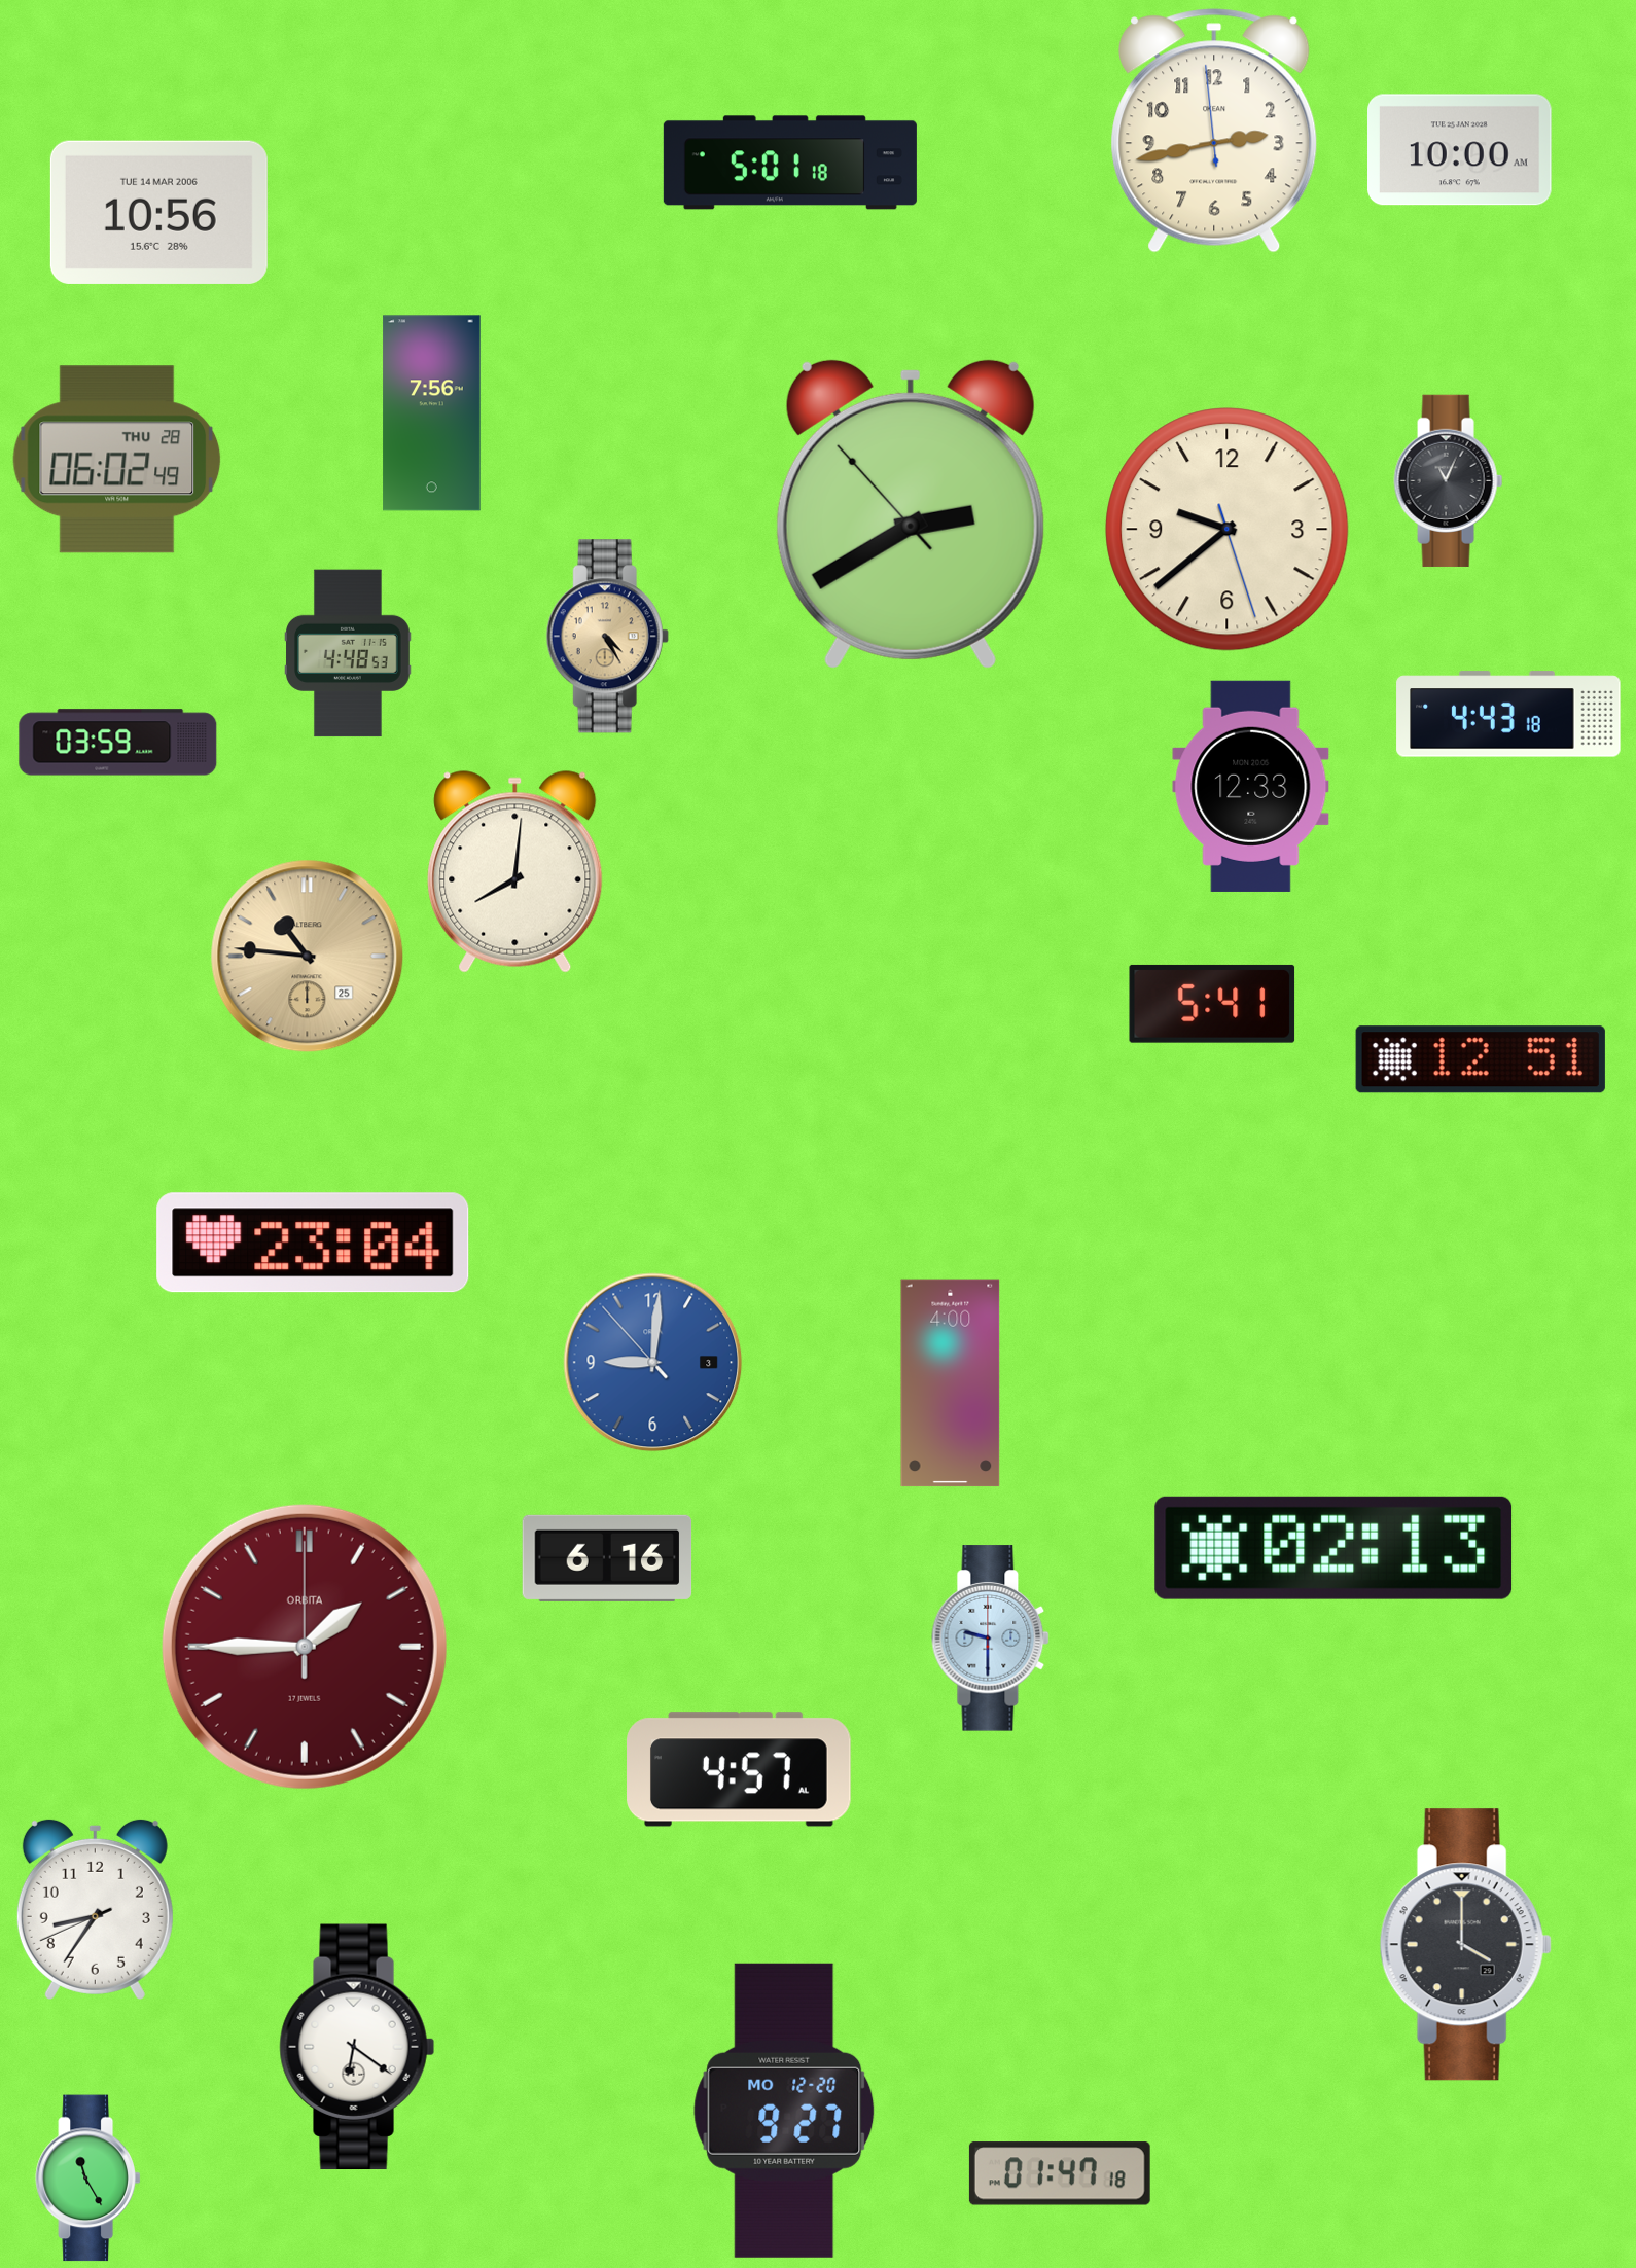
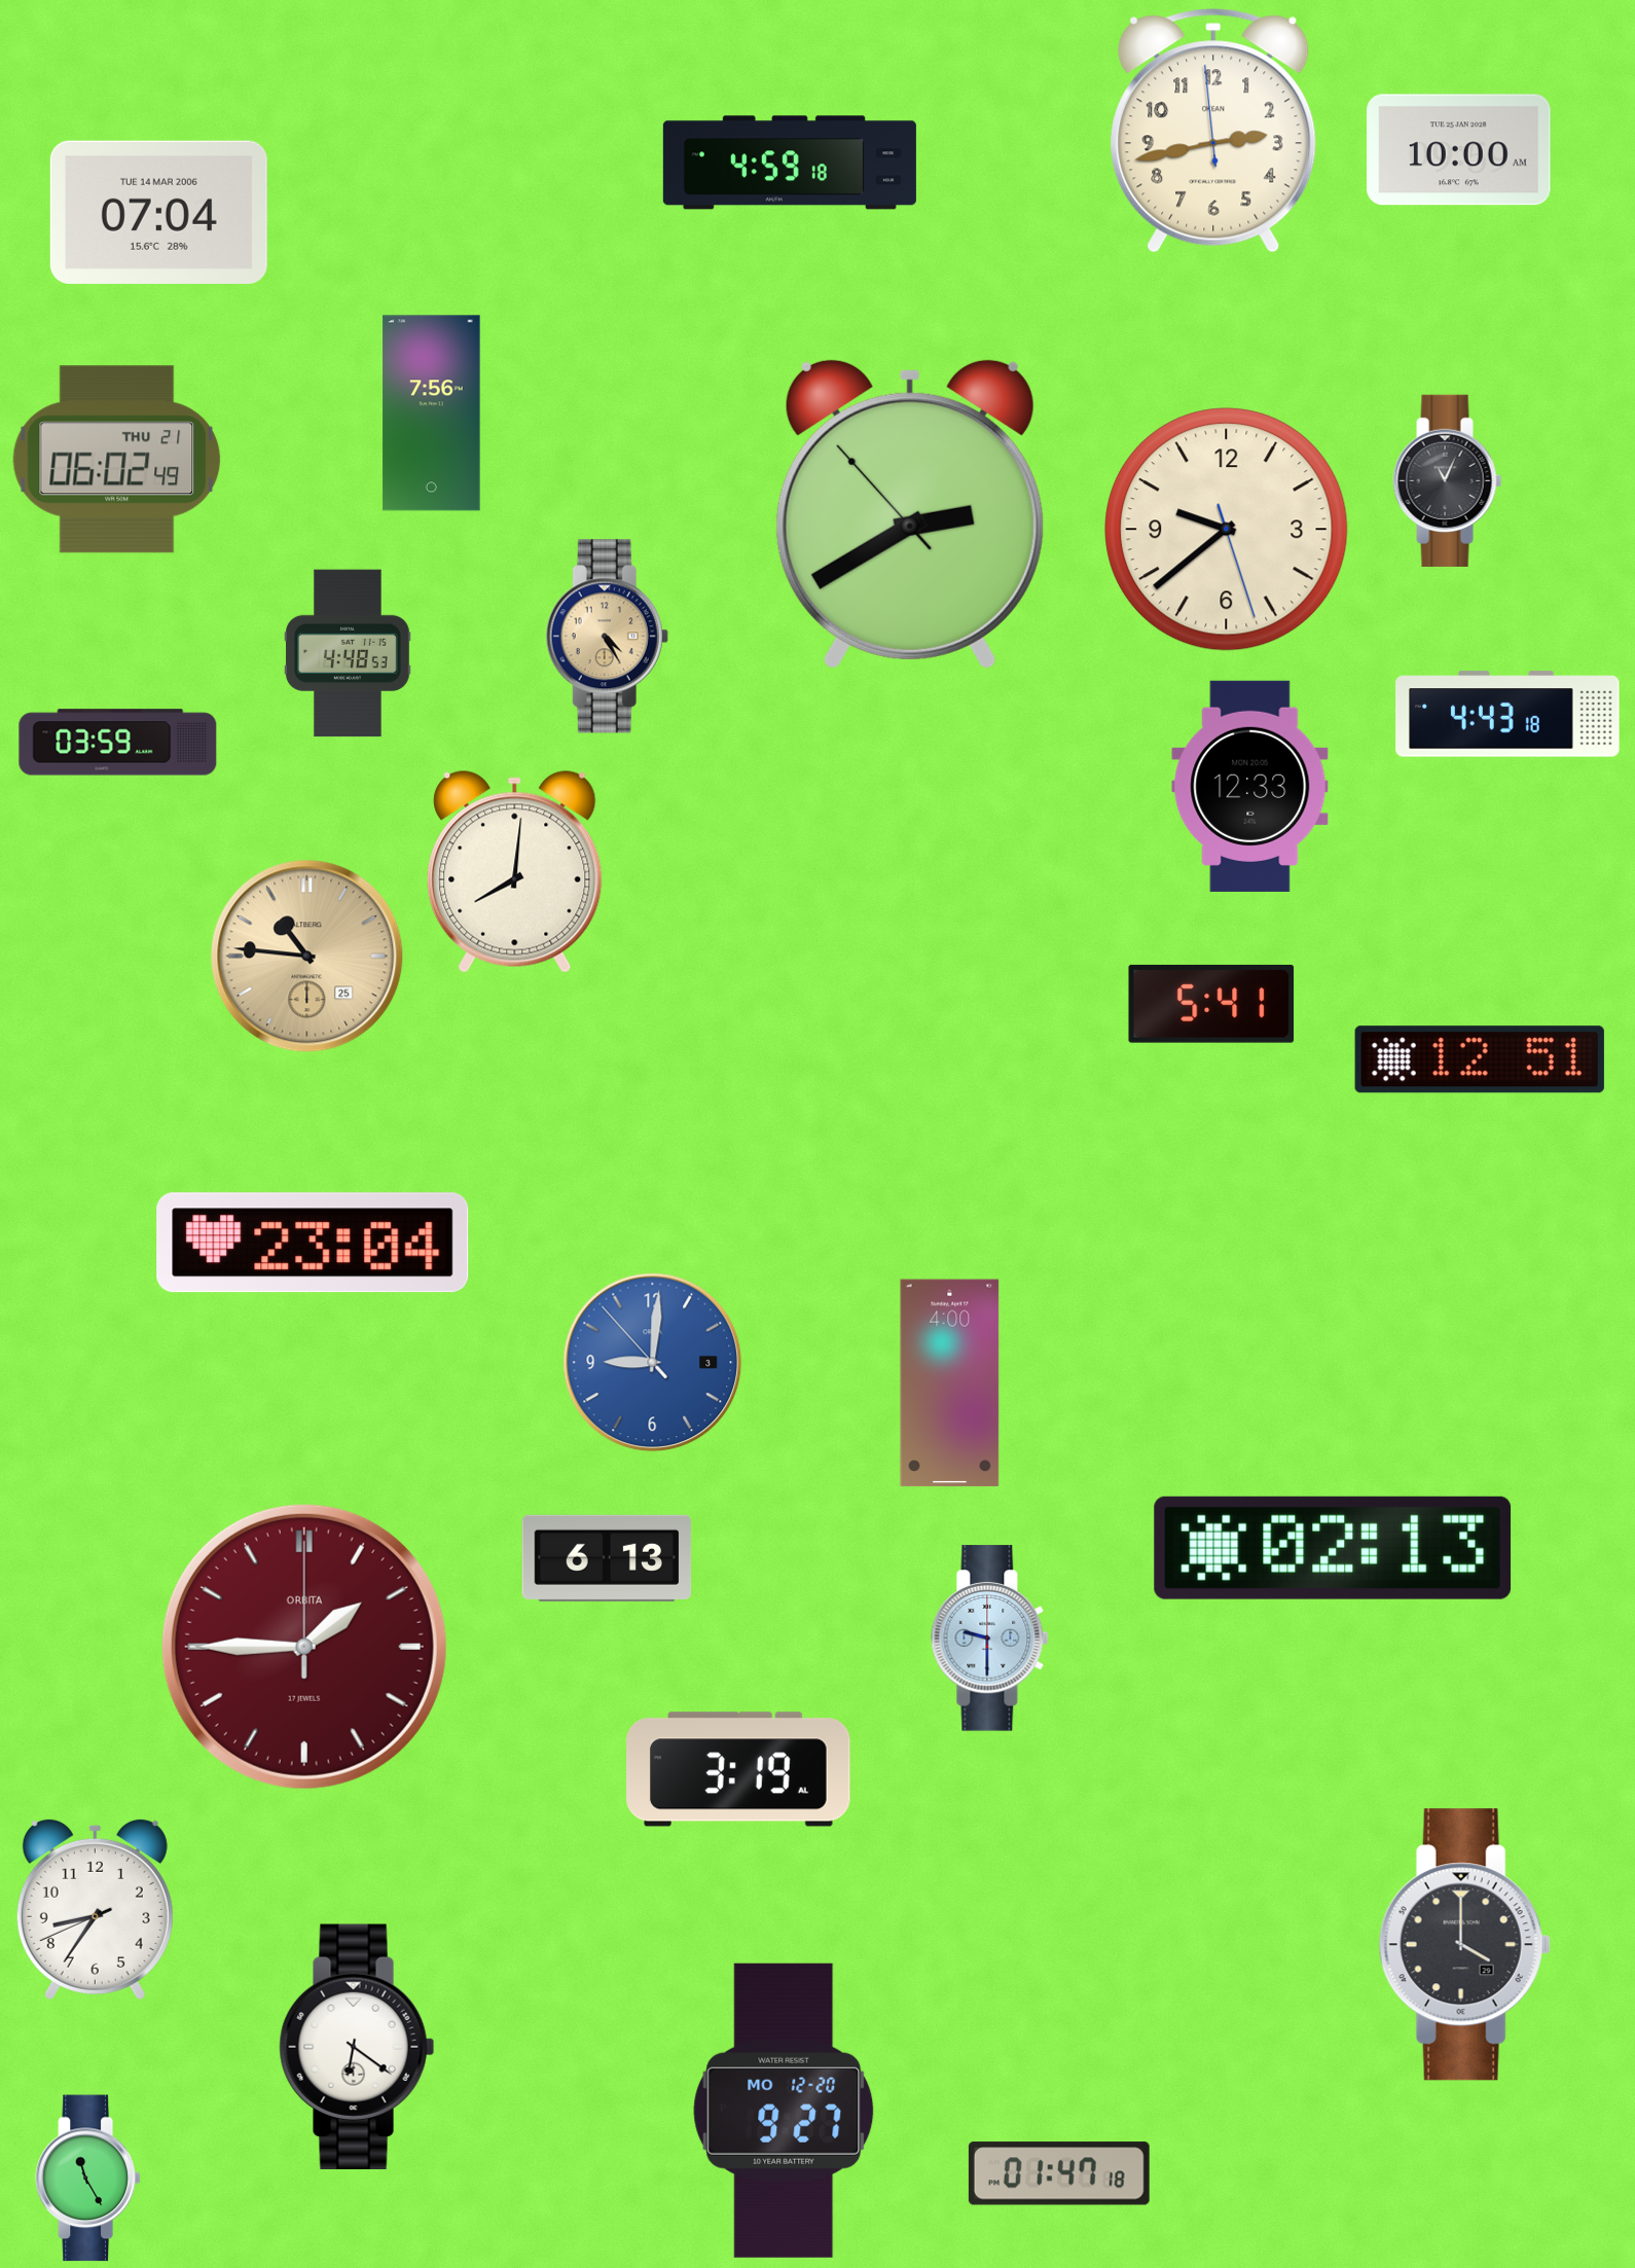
clock at (790, 163): 5:01 -> 4:59
clock at (158, 212): 10:56 -> 07:04
clock at (117, 460) date: THU 28 -> THU 21
clock at (607, 1558): 6:16 -> 6:13
clock at (739, 1769): 4:57 -> 3:19
